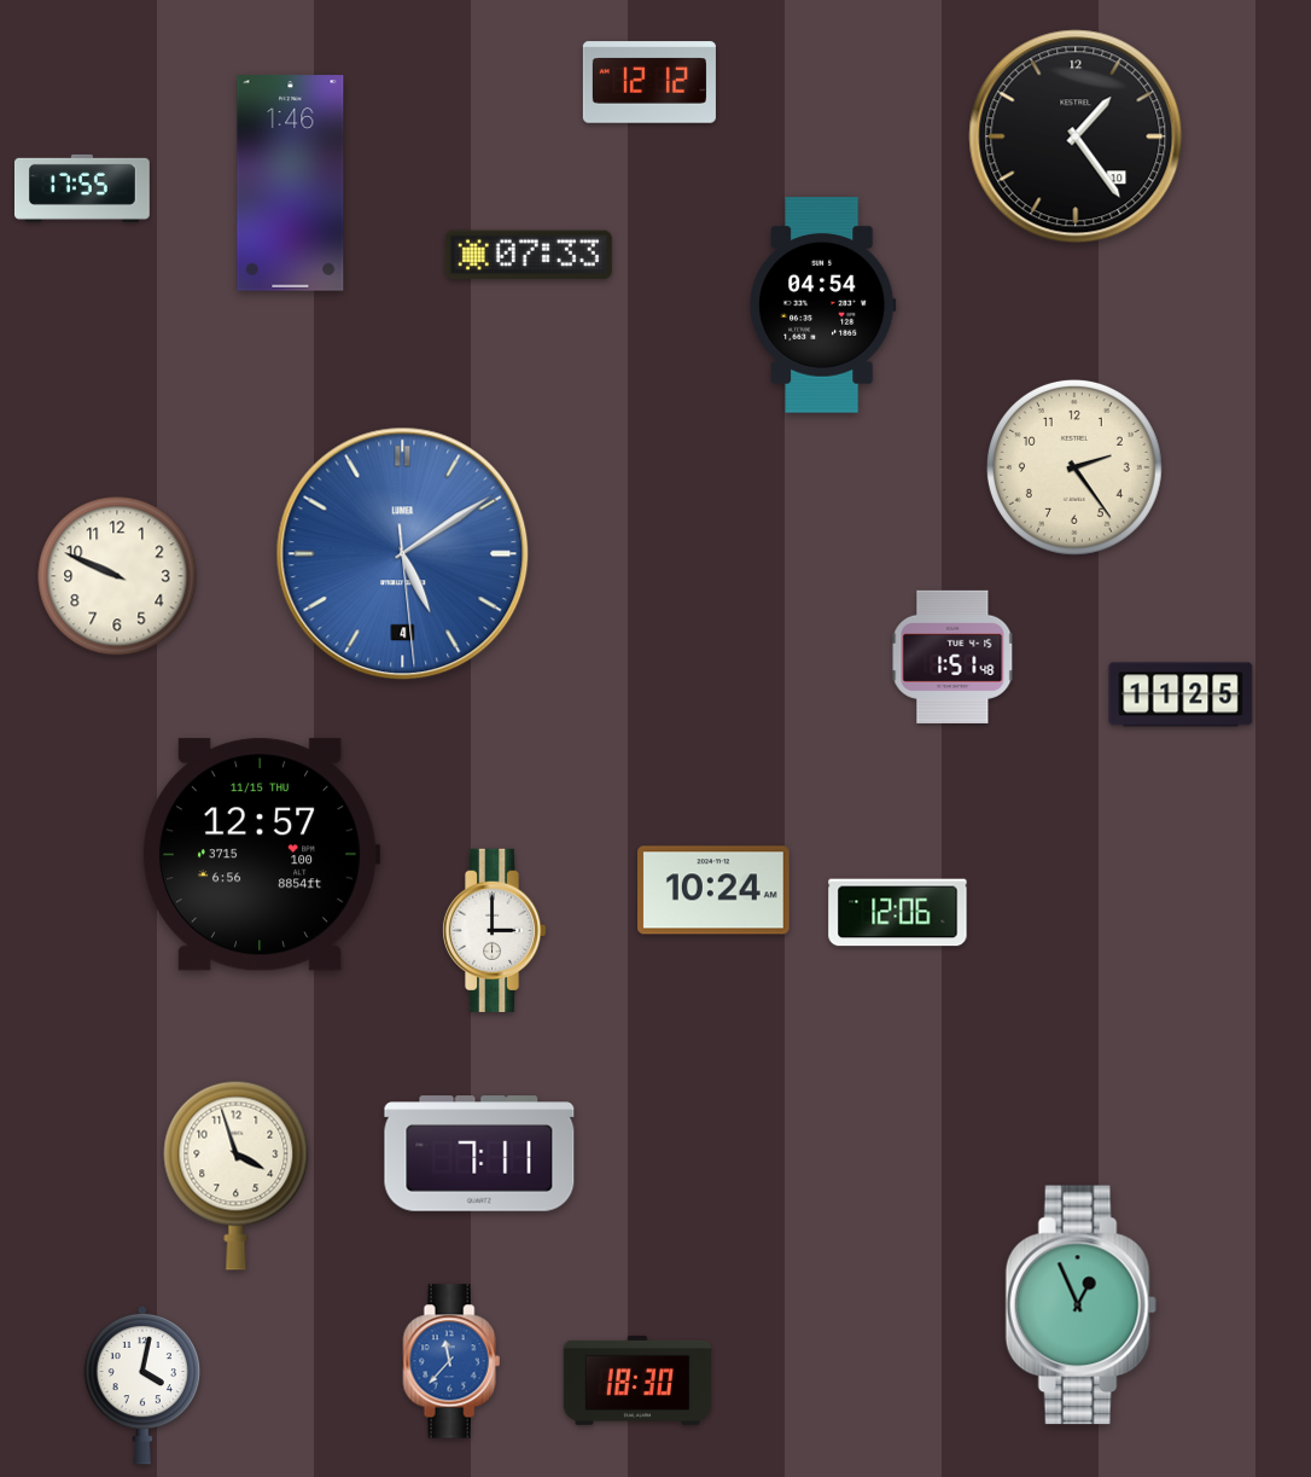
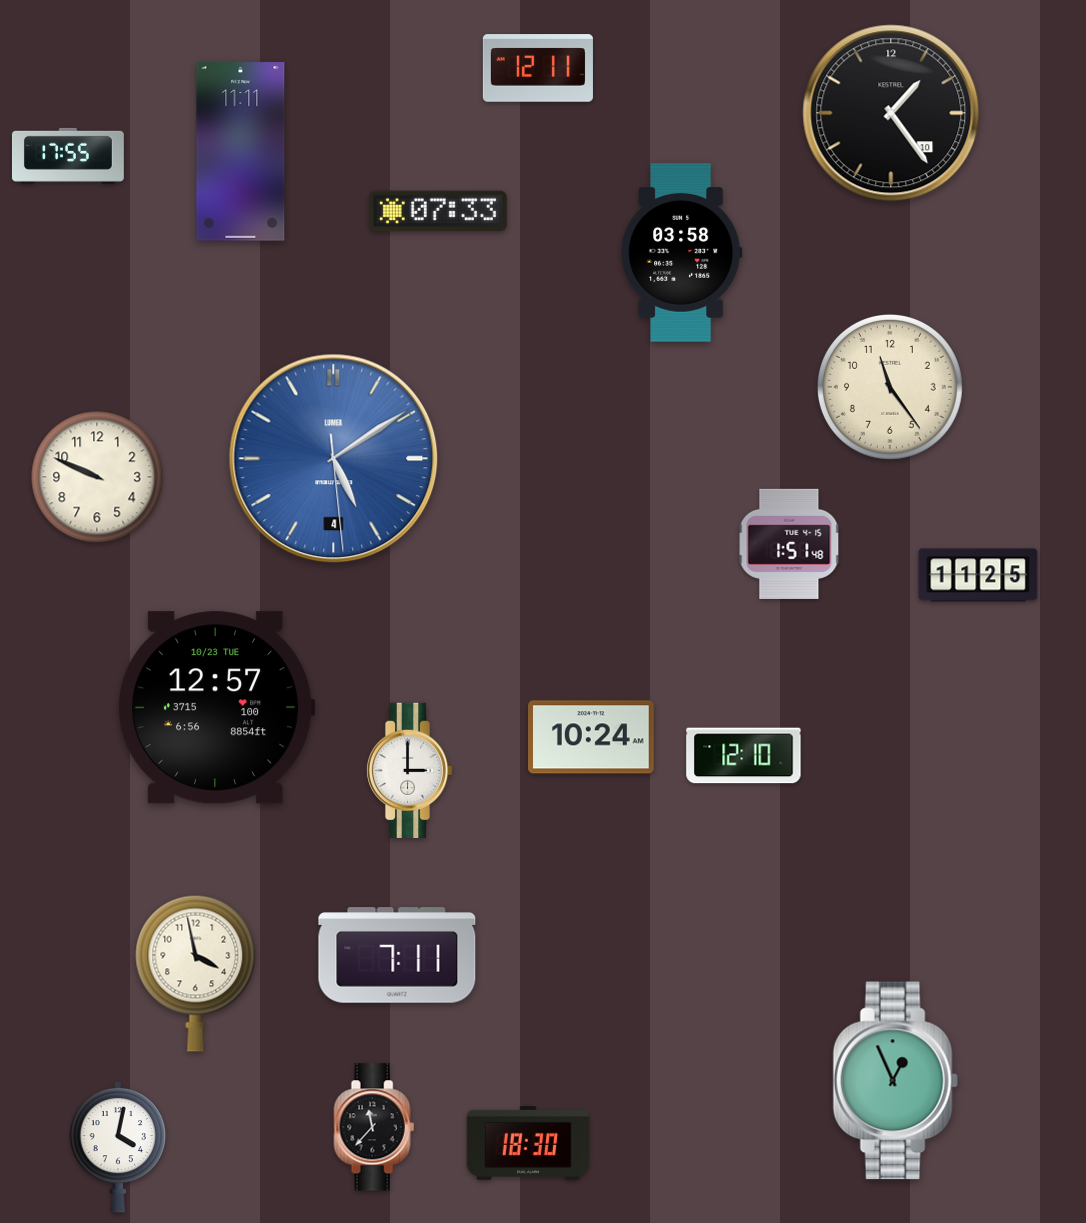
clock at (649, 82): 12:12 -> 12:11
clock at (291, 184): 1:46 -> 11:11
clock at (823, 306): 04:54 -> 03:58
clock at (1074, 467): 2:24 -> 11:24
clock at (261, 855) date: 11/15 THU -> 10/23 TUE
clock at (898, 913): 12:06 -> 12:10
clock at (237, 1175): 3:57 -> 3:58
clock at (451, 1361) dial: blue -> black
